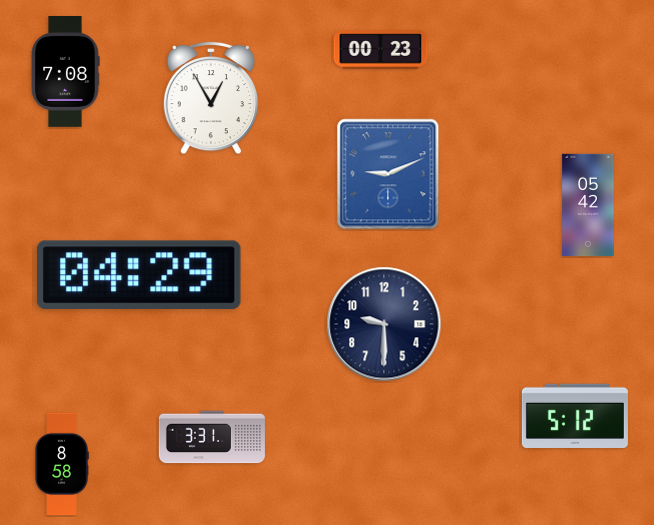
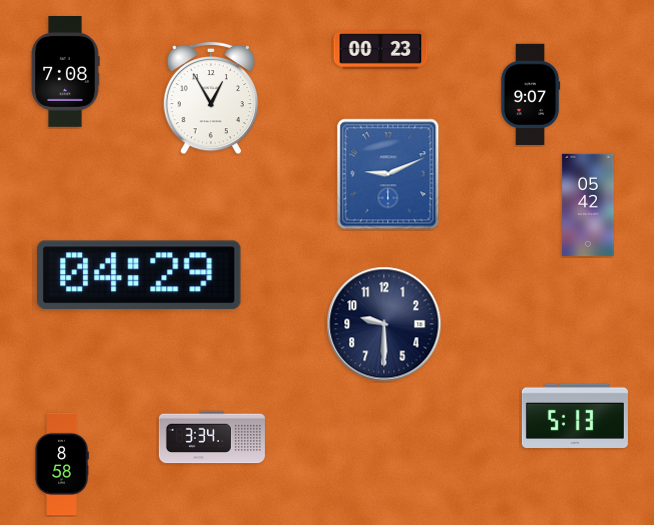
clock at (530, 95): none -> 9:07
clock at (575, 416): 5:12 -> 5:13
clock at (212, 437): 3:31 -> 3:34
